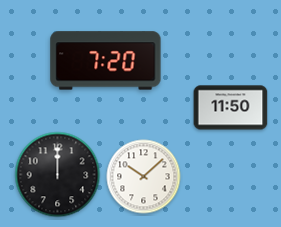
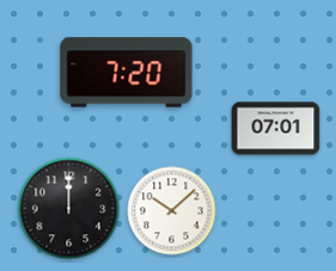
clock at (231, 108): 11:50 -> 07:01
